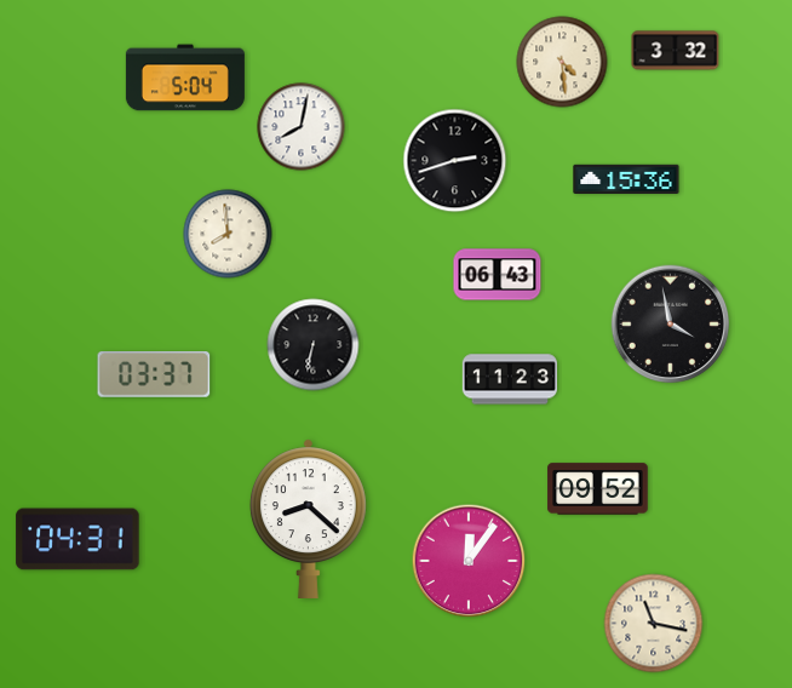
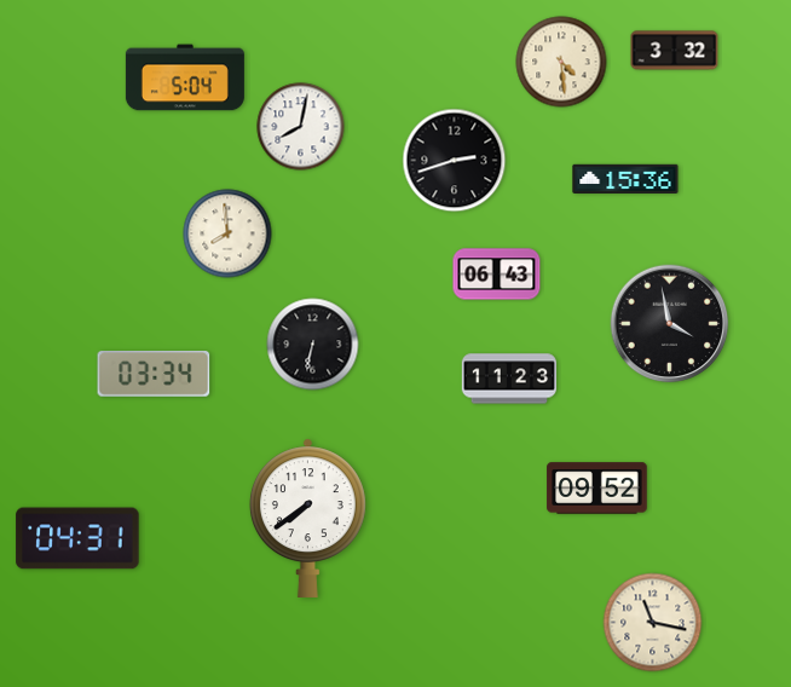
clock at (154, 375): 03:37 -> 03:34
clock at (308, 518): 8:22 -> 7:39
clock at (469, 561): 12:06 -> none
